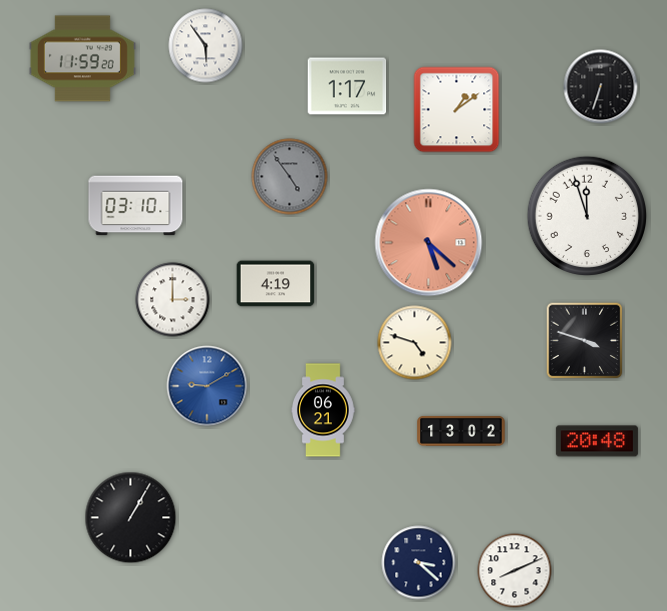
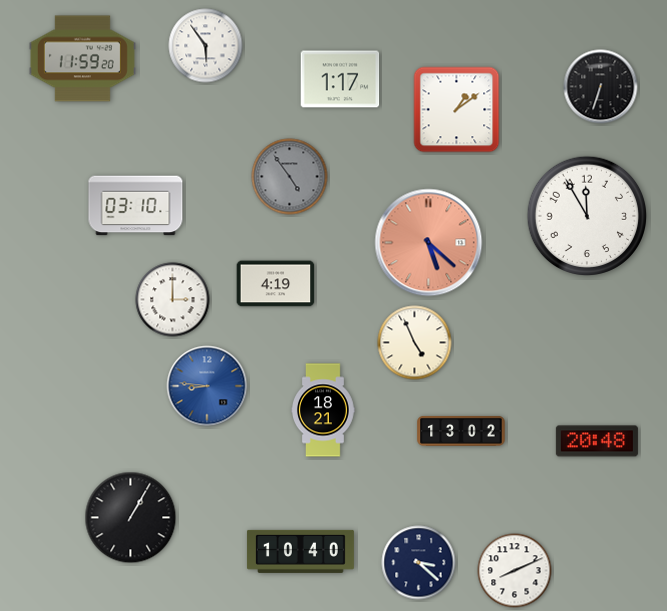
clock at (347, 86) position: (347, 86) -> (340, 79)
clock at (586, 215): 11:57 -> 11:55
clock at (585, 341): 3:48 -> none
clock at (415, 343): 4:48 -> 4:56
clock at (207, 386): 9:10 -> 8:46
clock at (324, 410): 06:21 -> 18:21
clock at (300, 551): none -> 10:40
